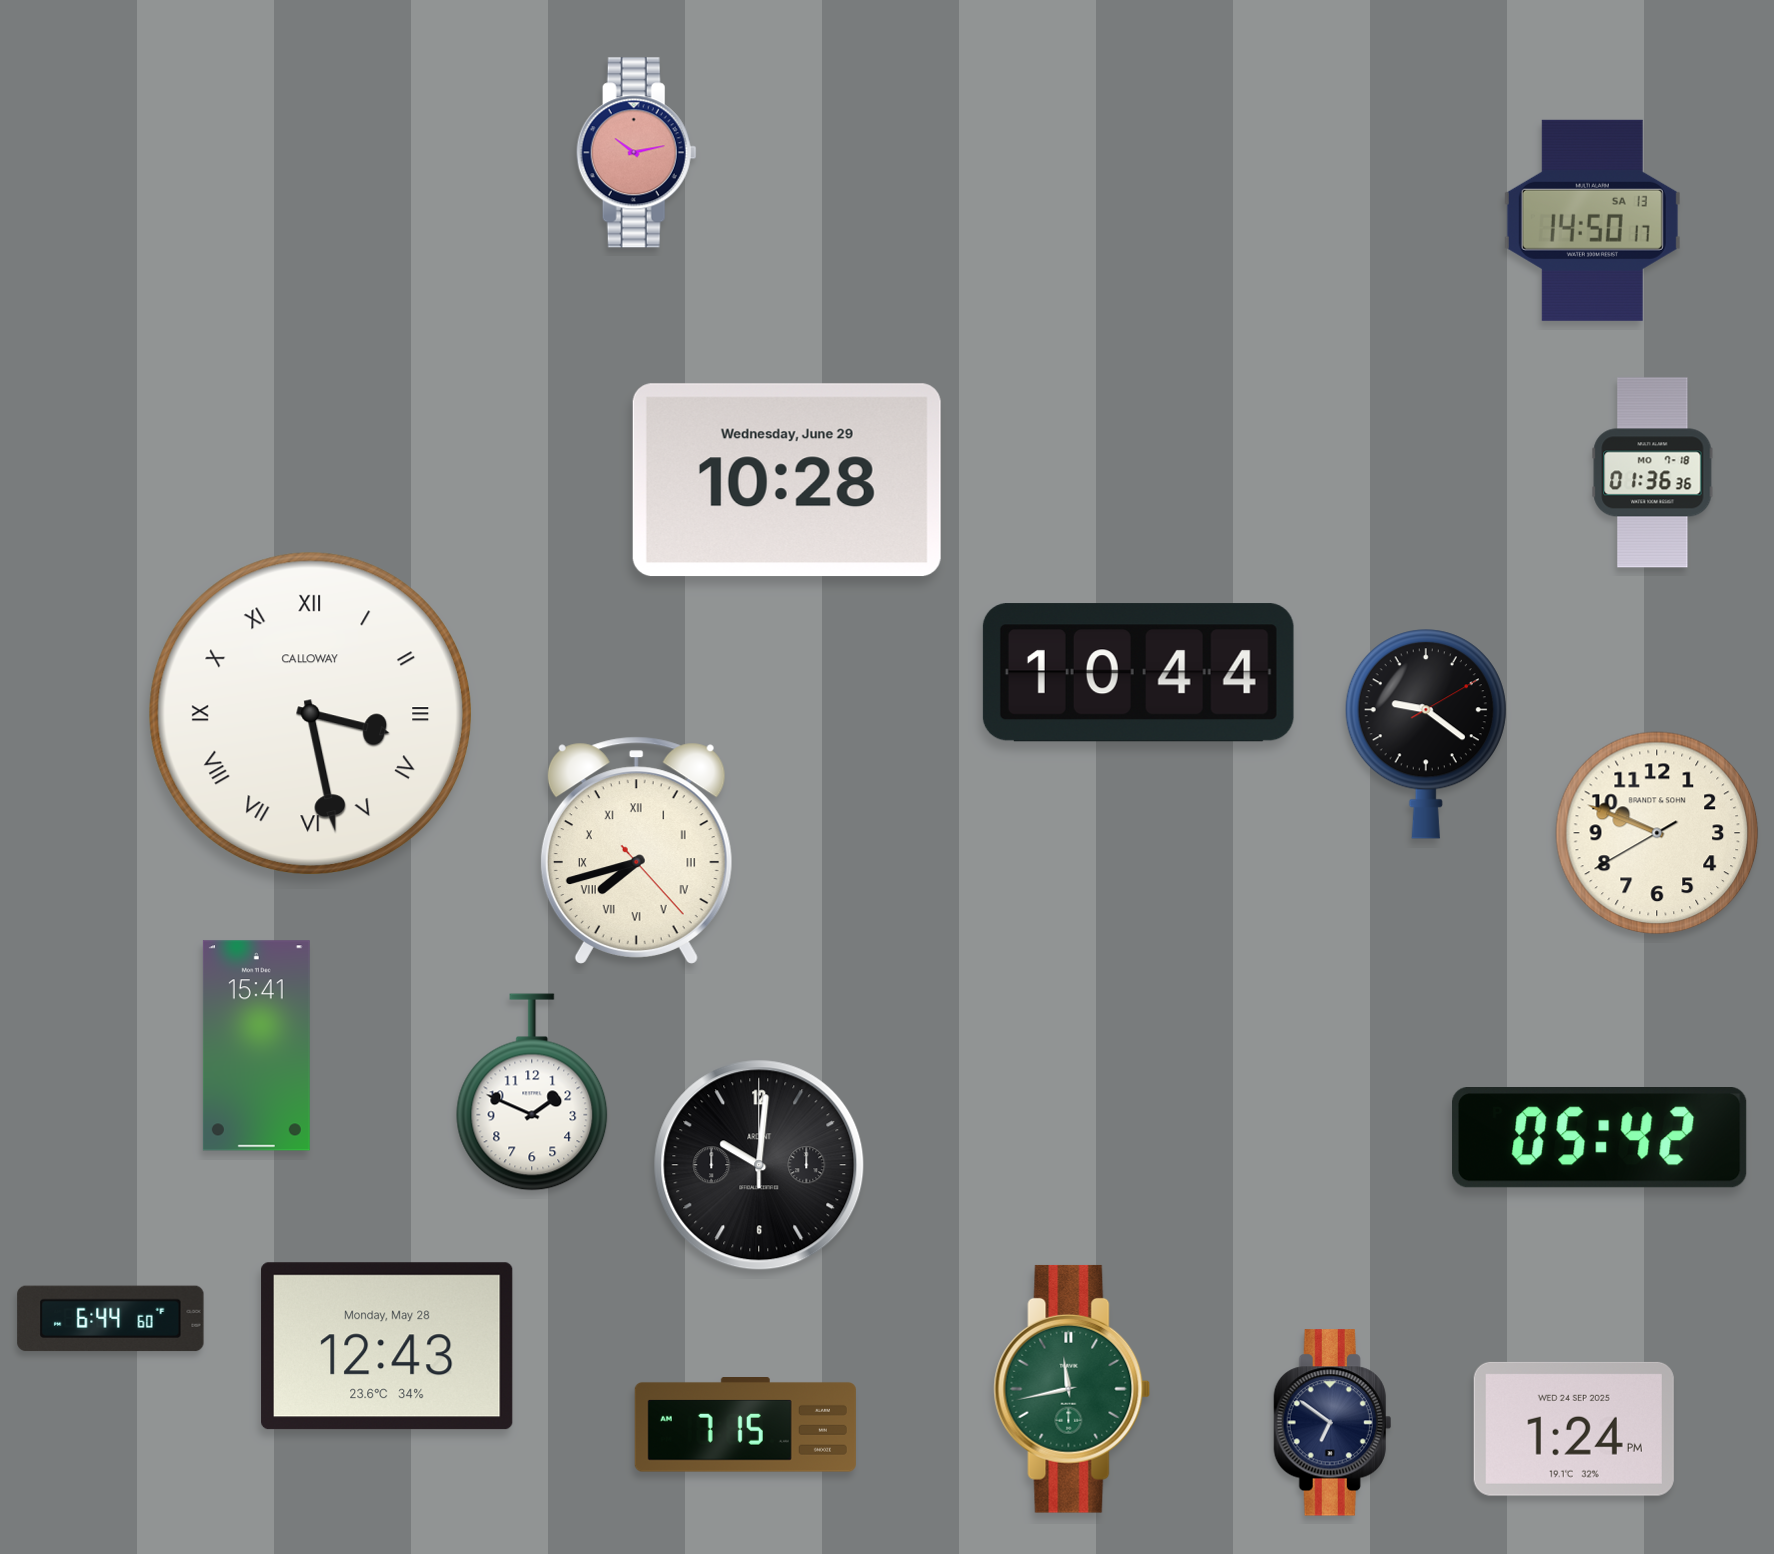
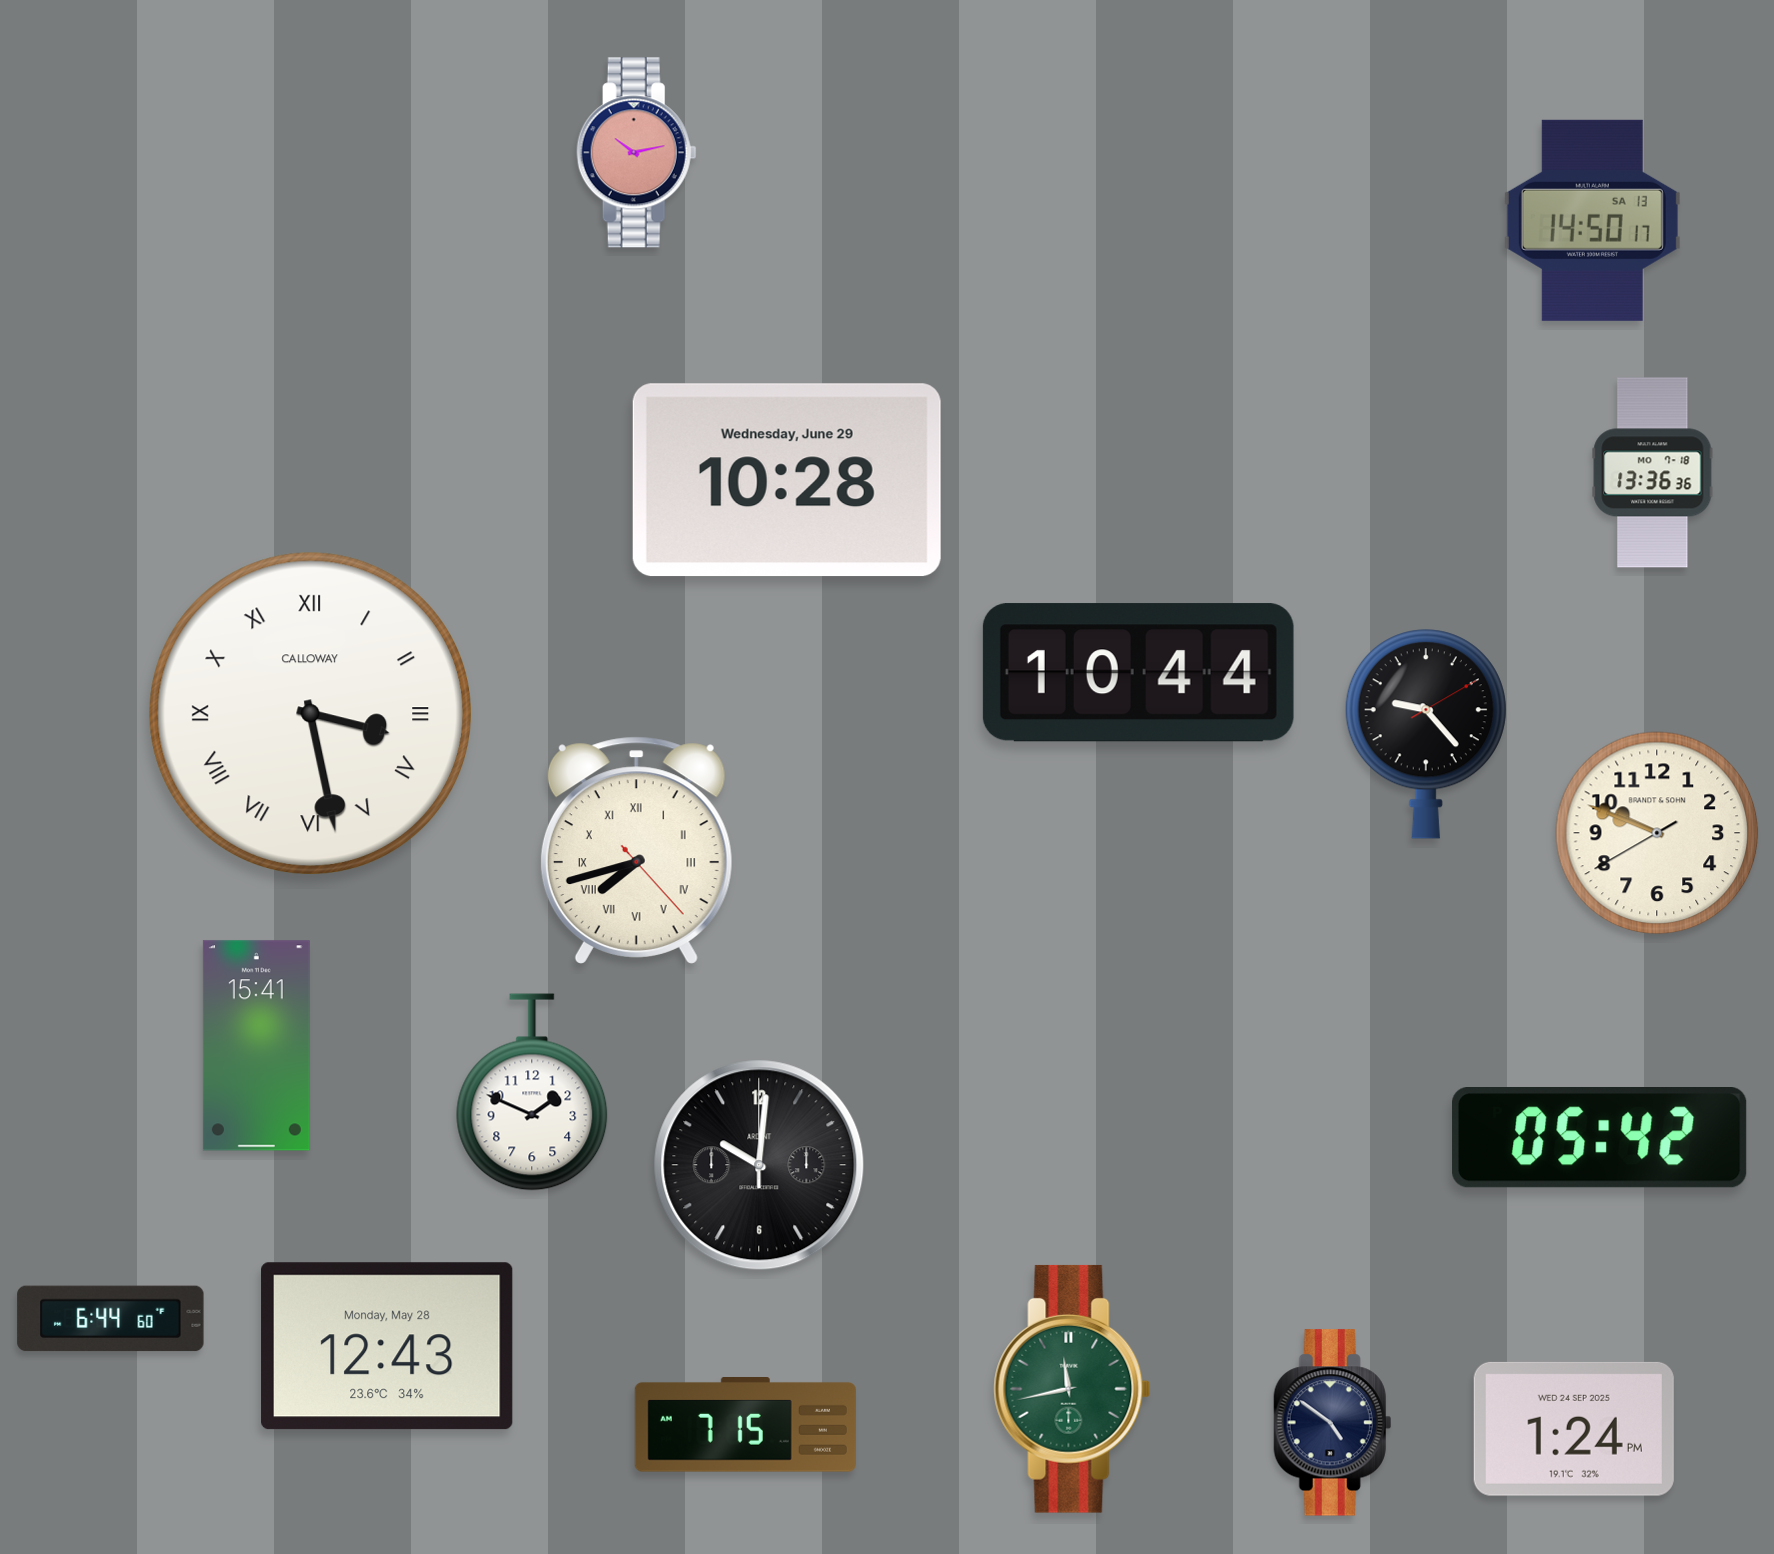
clock at (1653, 473): 01:36 -> 13:36
clock at (1426, 734): 9:21 -> 9:23
clock at (1333, 1423): 6:51 -> 4:51
